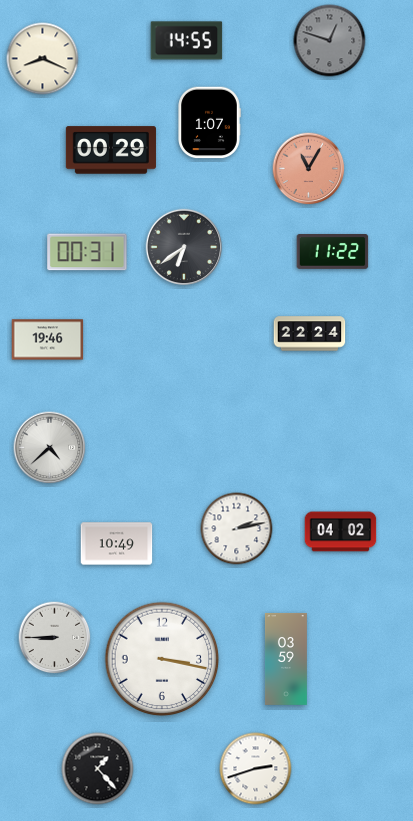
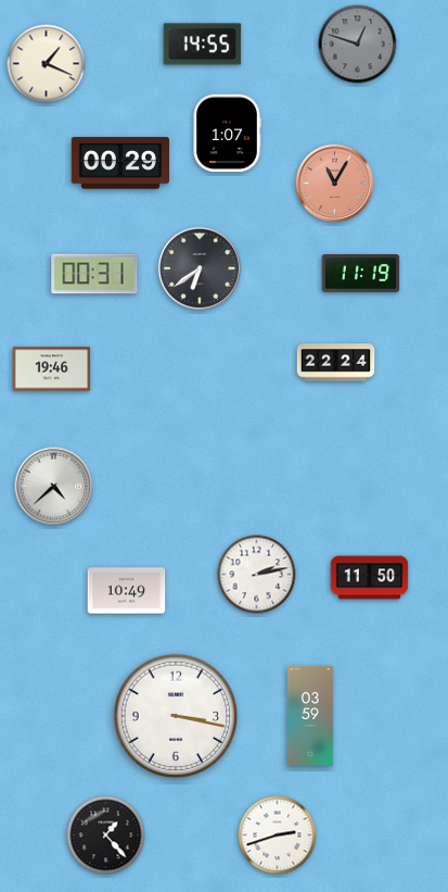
clock at (43, 59): 8:19 -> 1:19
clock at (333, 252): 11:22 -> 11:19
clock at (341, 532): 04:02 -> 11:50
clock at (55, 638): 8:45 -> none
